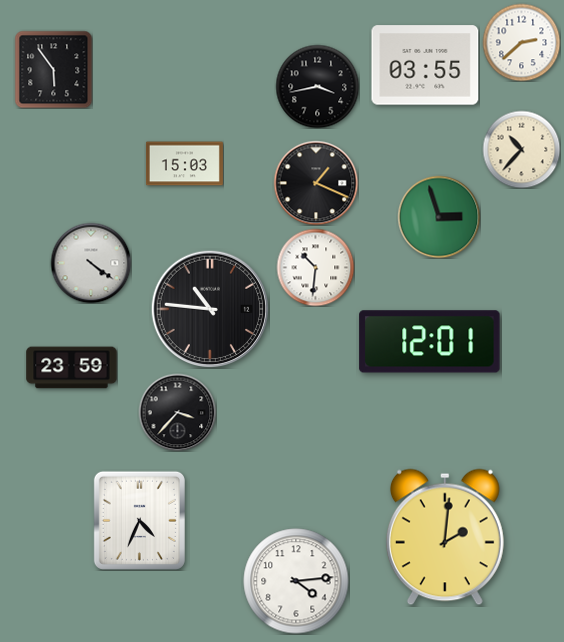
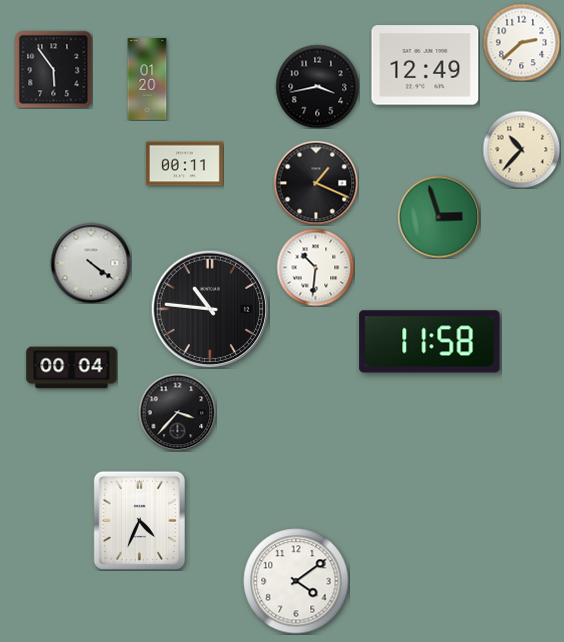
clock at (425, 65): 03:55 -> 12:49
clock at (147, 79): none -> 01:20
clock at (184, 164): 15:03 -> 00:11
clock at (430, 342): 12:01 -> 11:58
clock at (72, 368): 23:59 -> 00:04
clock at (445, 537): 2:01 -> none
clock at (296, 581): 4:14 -> 4:09
